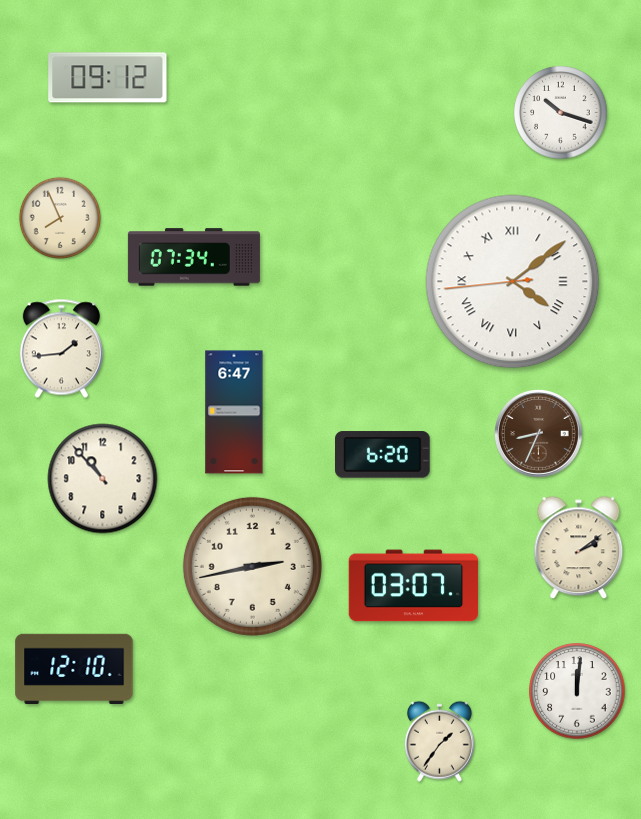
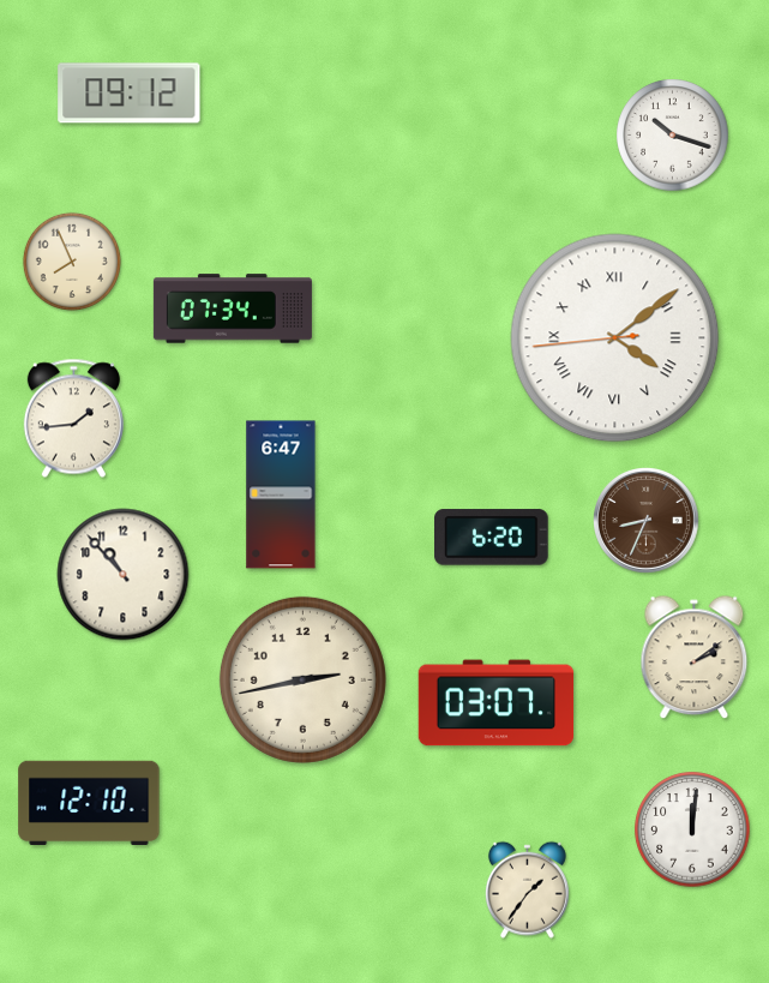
clock at (383, 455) position: (383, 455) -> (492, 538)
